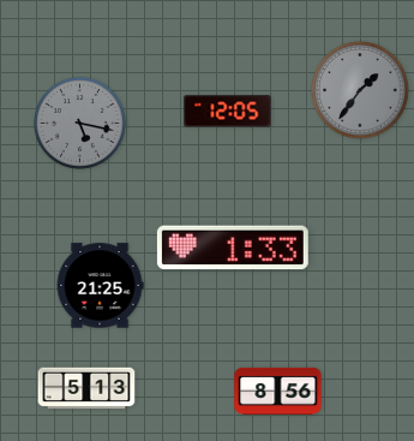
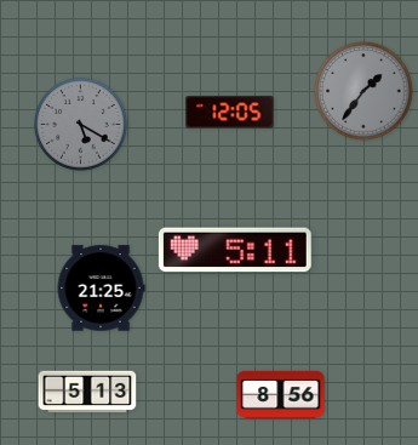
clock at (80, 124): 5:17 -> 5:20
clock at (233, 248): 1:33 -> 5:11
